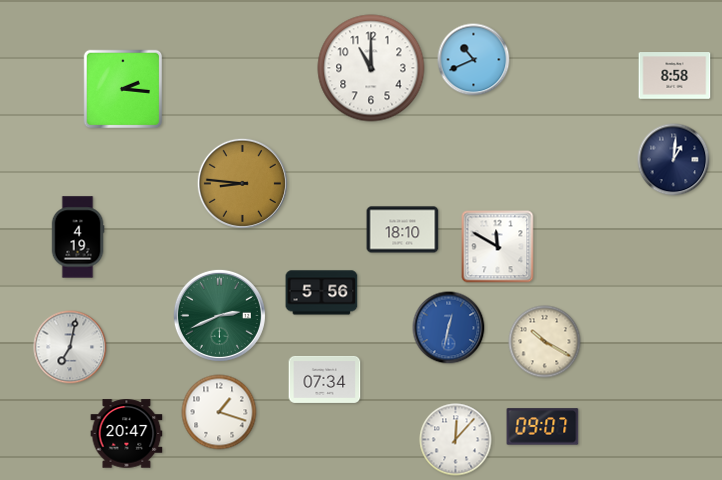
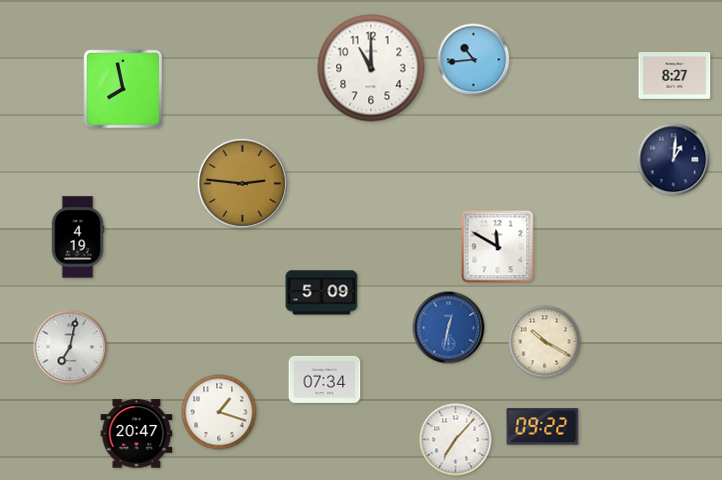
clock at (474, 60): 10:41 -> 10:44
clock at (675, 76): 8:58 -> 8:27
clock at (123, 89): 2:16 -> 7:58
clock at (242, 183): 8:46 -> 2:46
clock at (403, 230): 18:10 -> none
clock at (322, 293): 5:56 -> 5:09
clock at (219, 315): 2:41 -> none
clock at (543, 427): 09:07 -> 09:22
clock at (127, 434) position: (127, 434) -> (137, 434)
clock at (456, 440): 12:07 -> 7:07
